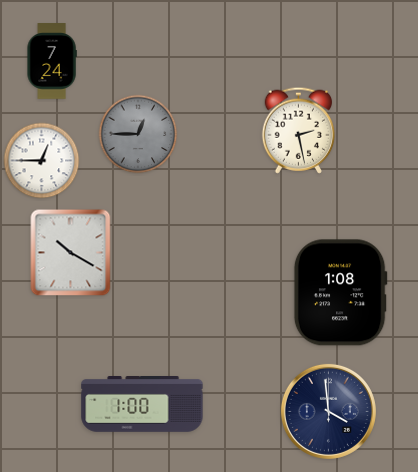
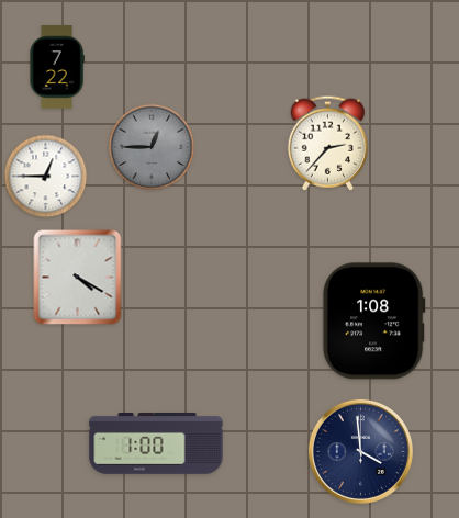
clock at (52, 61): 7:24 -> 7:22
clock at (298, 130): 2:28 -> 2:37
clock at (71, 253): 10:20 -> 4:20
